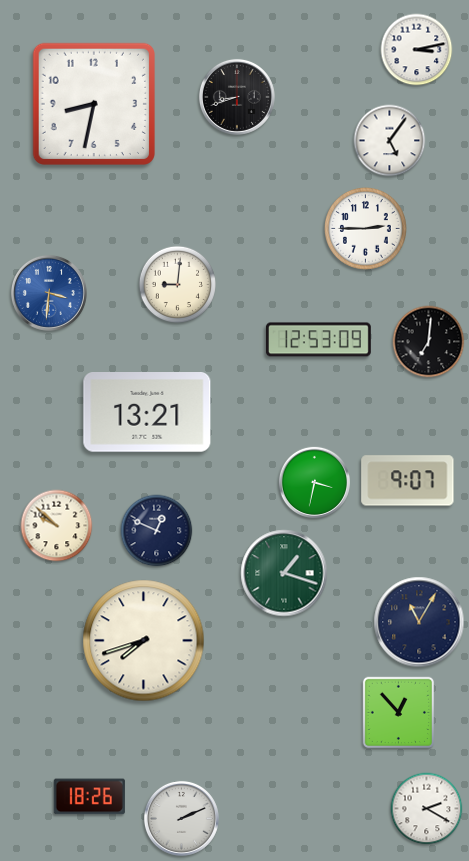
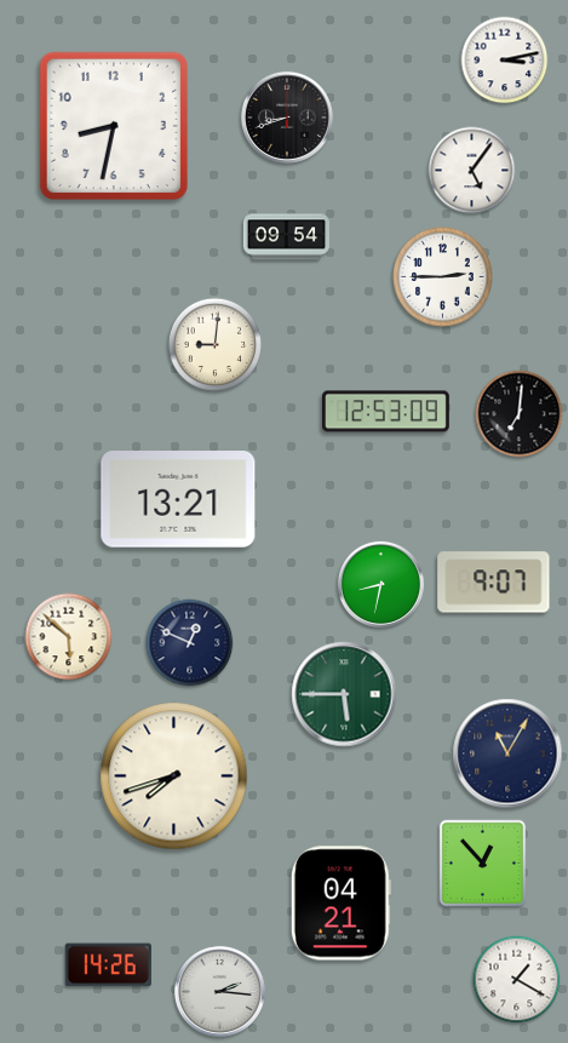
clock at (286, 237): none -> 09:54
clock at (49, 293): 3:31 -> none
clock at (314, 482): 3:32 -> 8:32
clock at (57, 526): 9:52 -> 5:52
clock at (284, 573): 1:18 -> 5:45
clock at (340, 904): none -> 04:21
clock at (89, 797): 18:26 -> 14:26
clock at (427, 809): 2:20 -> 1:20
clock at (181, 818): 2:11 -> 2:16
